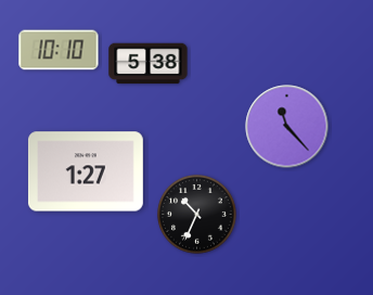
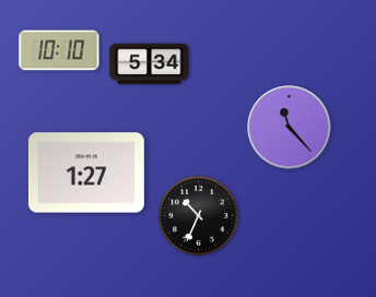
clock at (149, 64): 5:38 -> 5:34
